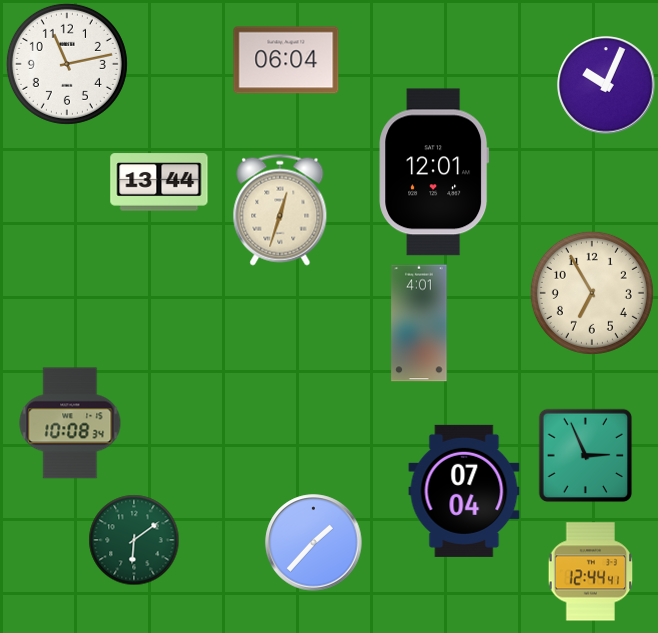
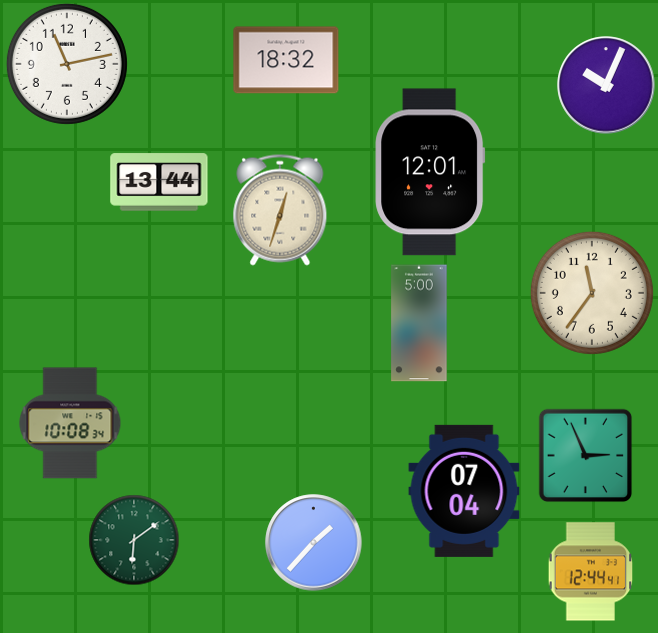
clock at (286, 60): 06:04 -> 18:32
clock at (434, 172) position: (434, 172) -> (430, 172)
clock at (592, 293): 6:55 -> 11:36
clock at (419, 323): 4:01 -> 5:00
